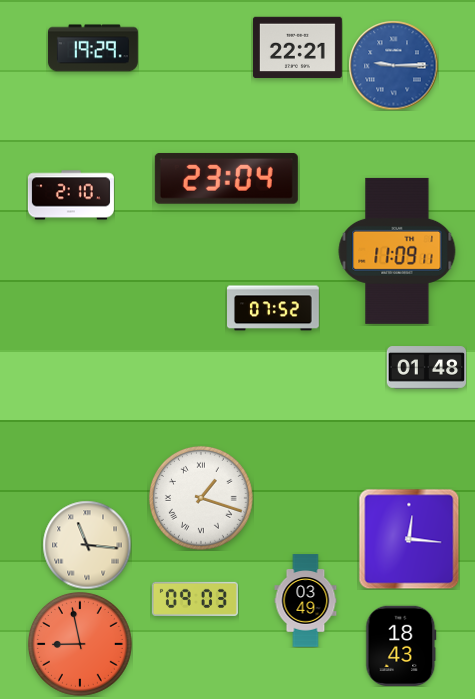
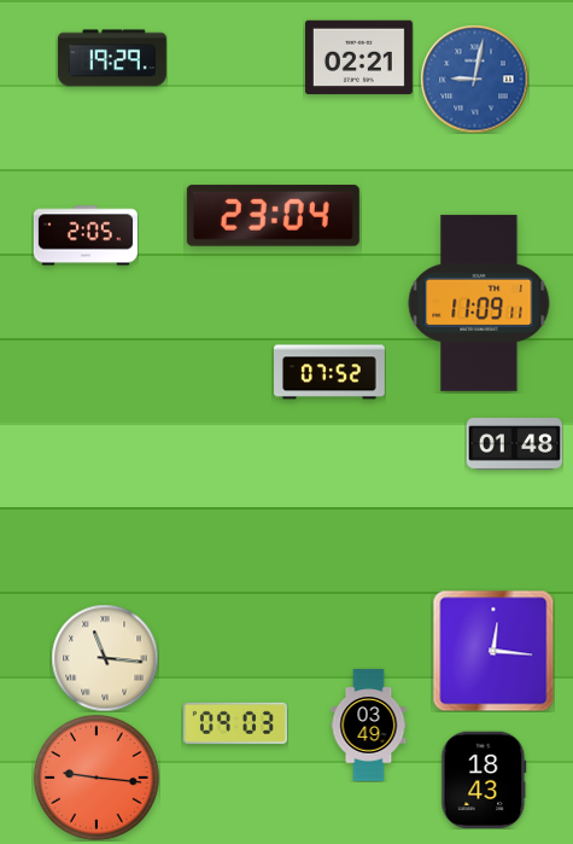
clock at (297, 48): 22:21 -> 02:21
clock at (393, 65): 9:15 -> 9:02
clock at (71, 195): 2:10 -> 2:05
clock at (201, 498): 1:18 -> none
clock at (80, 644): 8:58 -> 9:16
